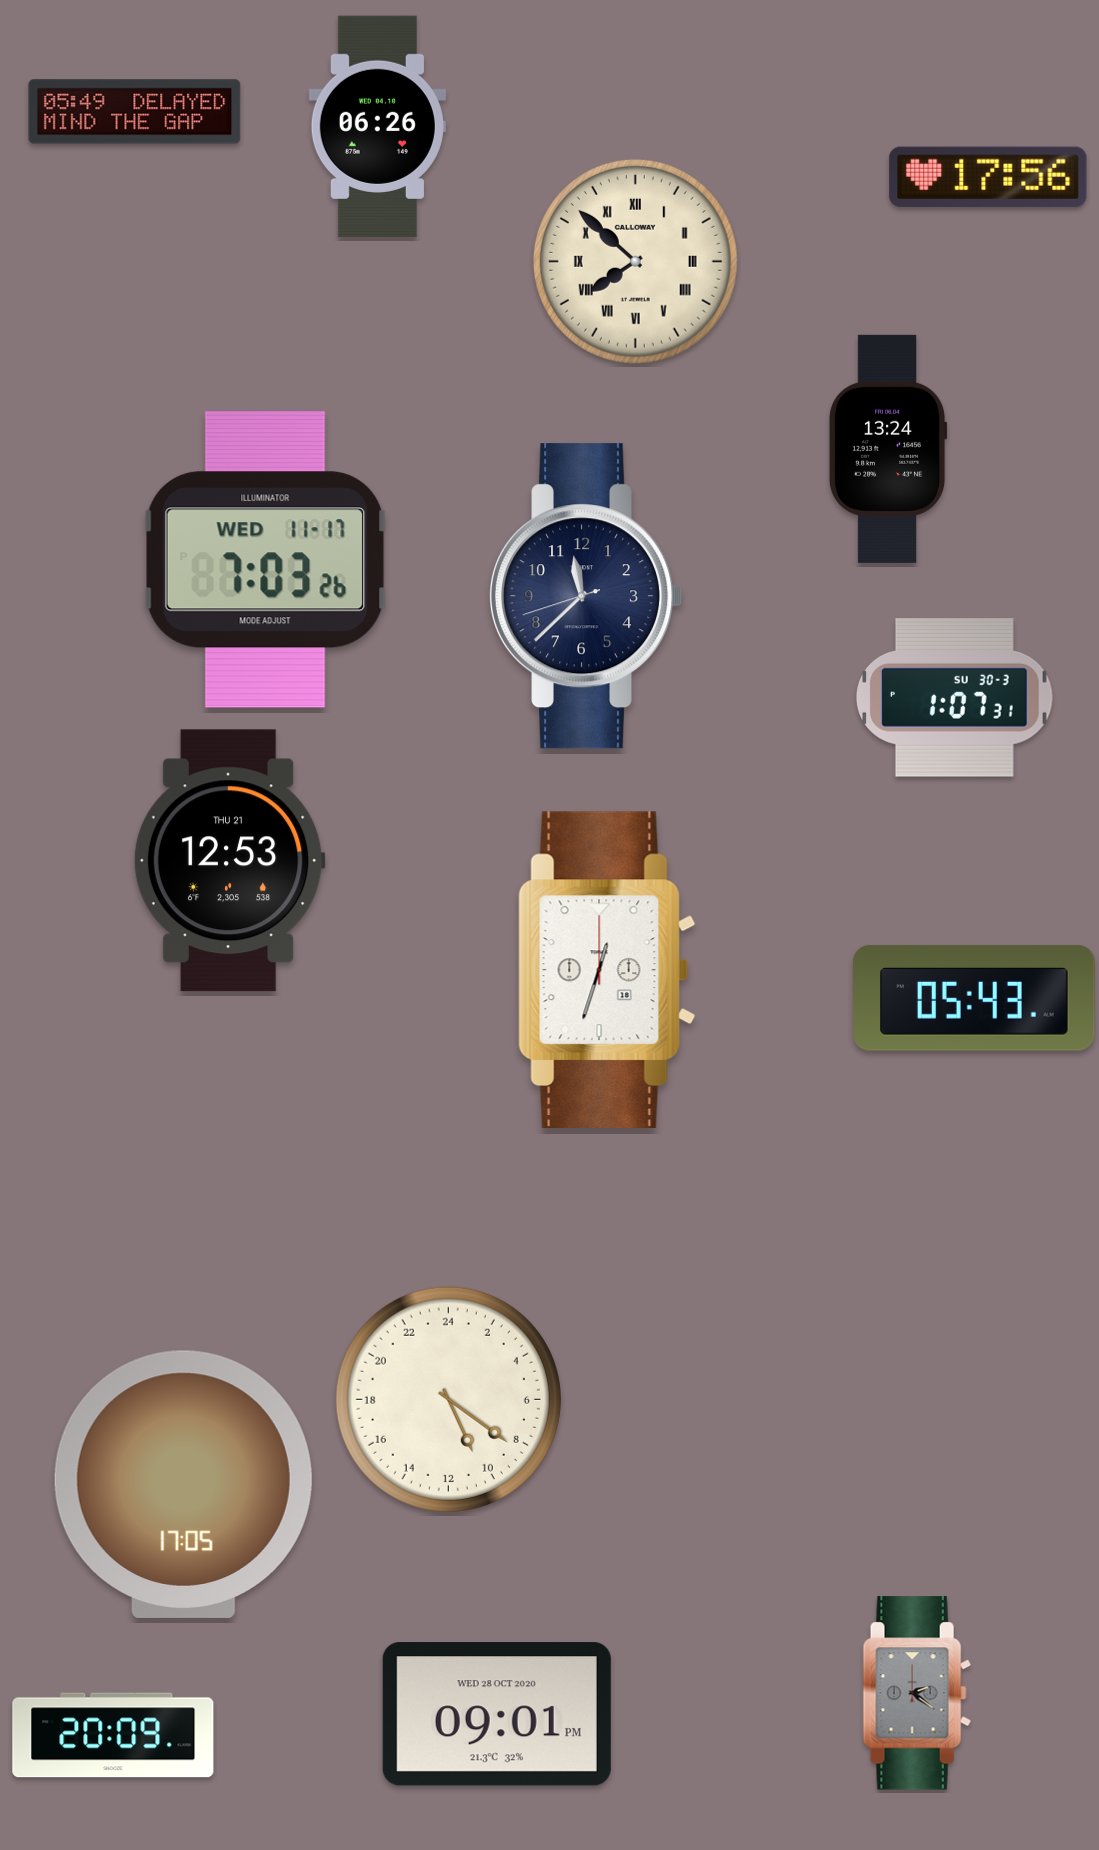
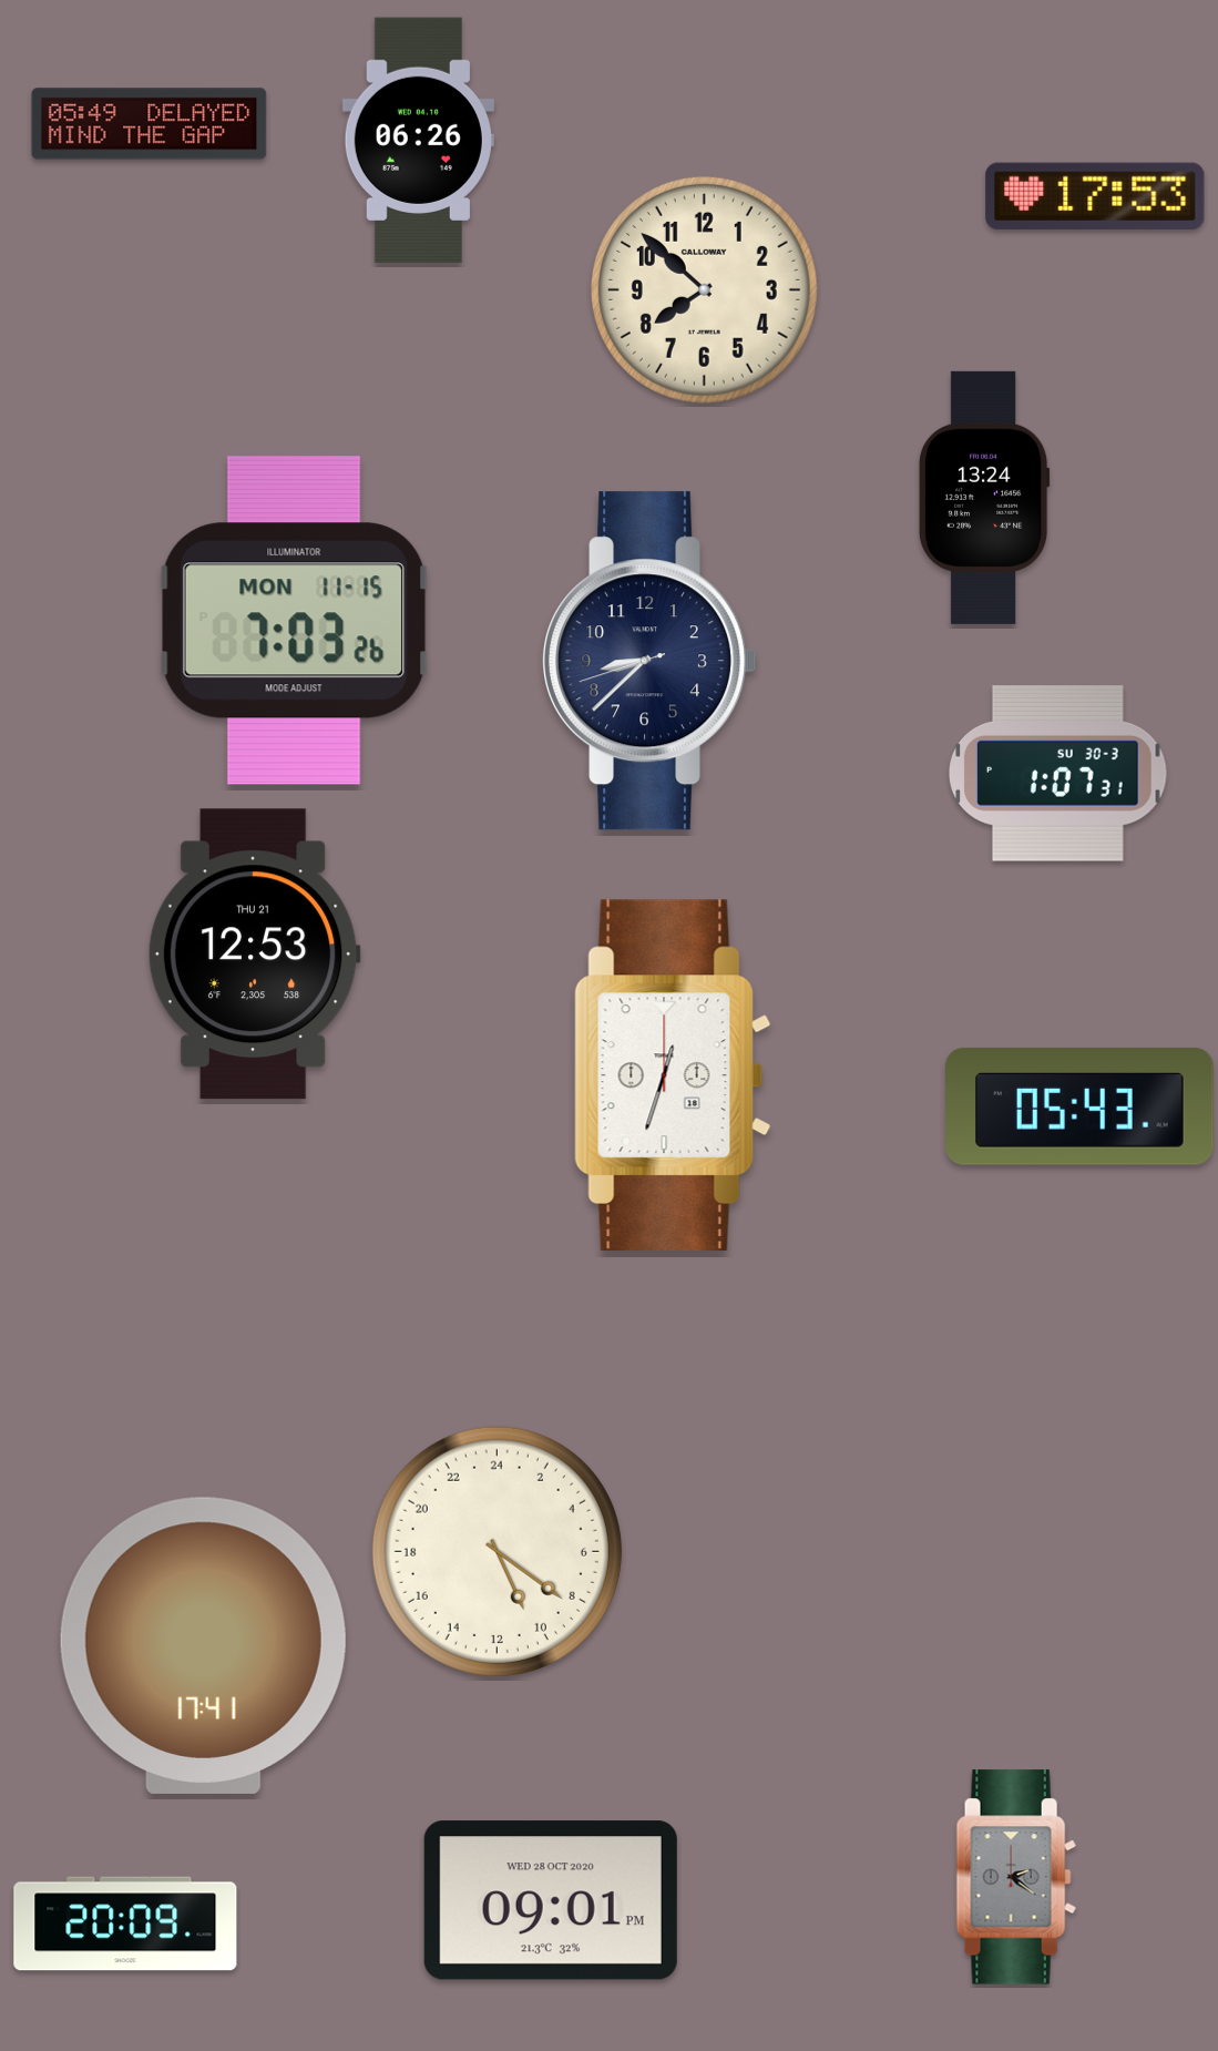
clock at (988, 177): 17:56 -> 17:53
clock at (635, 261) numerals: Roman -> Arabic
clock at (266, 560) date: WED 11-17 -> MON 11-15
clock at (587, 596): 11:37 -> 8:37
clock at (183, 1484): 17:05 -> 17:41
